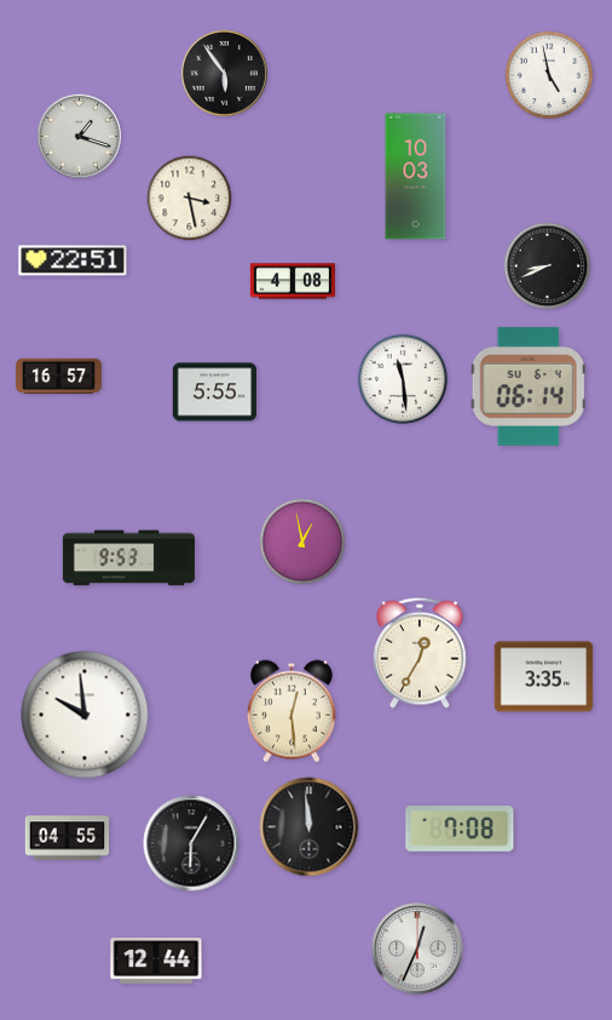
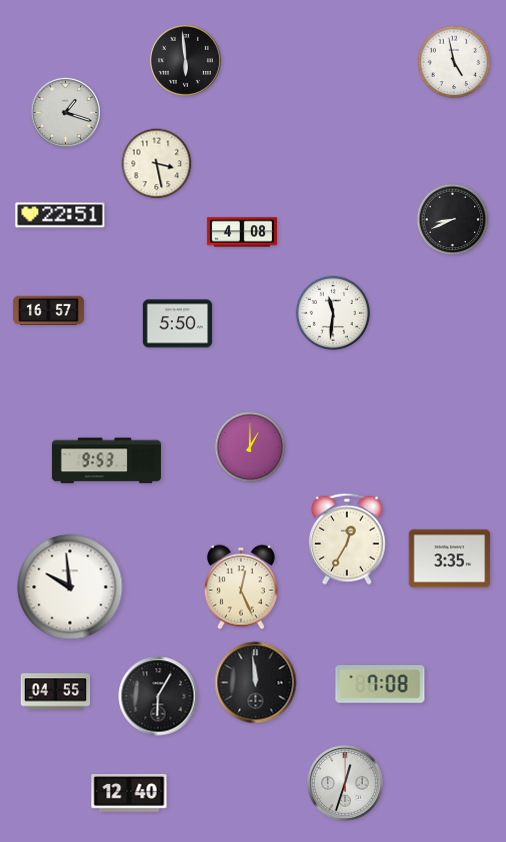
clock at (224, 73): 5:54 -> 5:59
clock at (416, 177): 10:03 -> none
clock at (403, 379): 11:29 -> 11:31
clock at (529, 388): 06:14 -> none
clock at (215, 392): 5:55 -> 5:50
clock at (302, 541): 12:58 -> 1:00
clock at (291, 711): 12:29 -> 12:26
clock at (85, 715) position: (85, 715) -> (70, 587)
clock at (417, 949): 12:34 -> 12:33
clock at (156, 962): 12:44 -> 12:40
